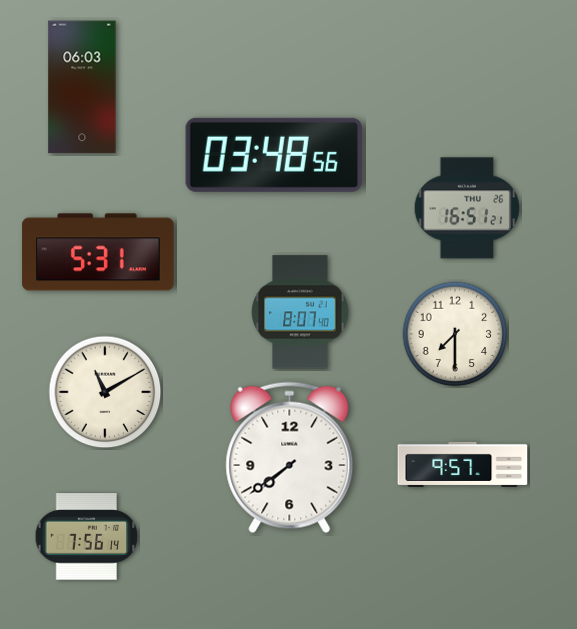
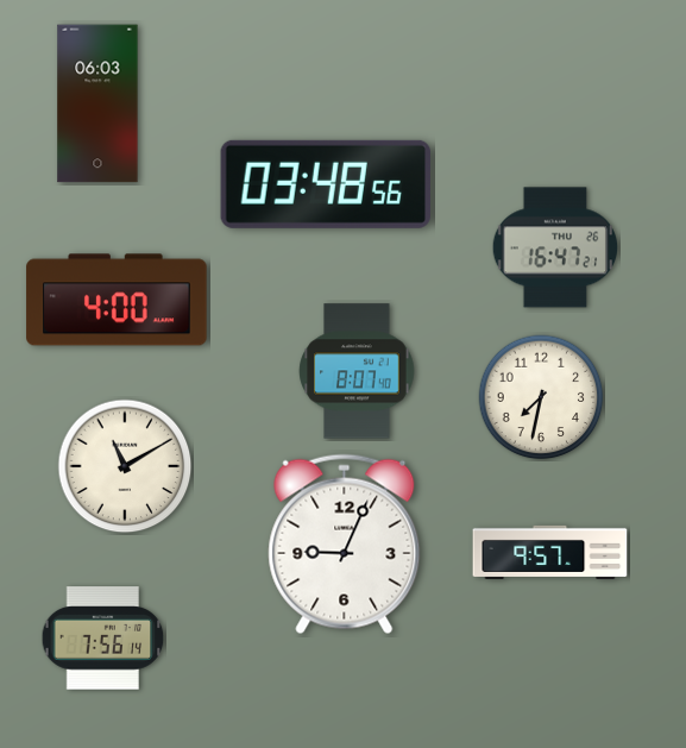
clock at (466, 208): 16:51 -> 16:47
clock at (98, 252): 5:31 -> 4:00
clock at (455, 334): 7:30 -> 7:32
clock at (290, 458): 7:39 -> 9:04
